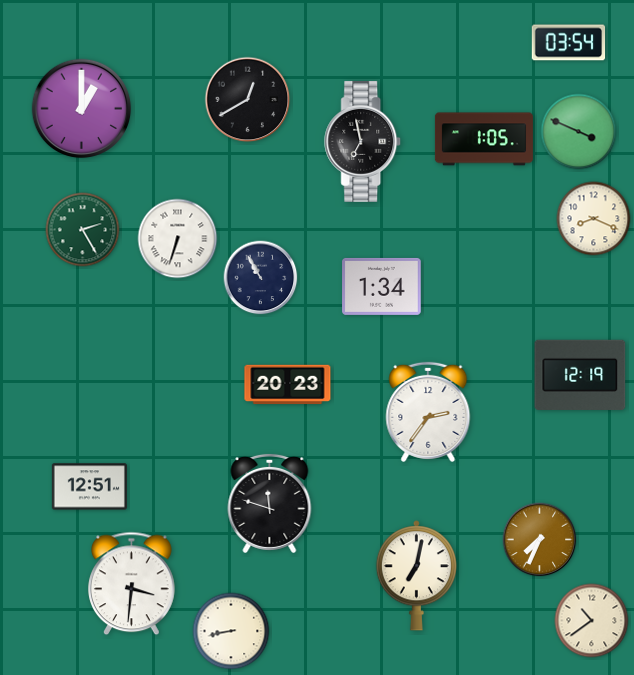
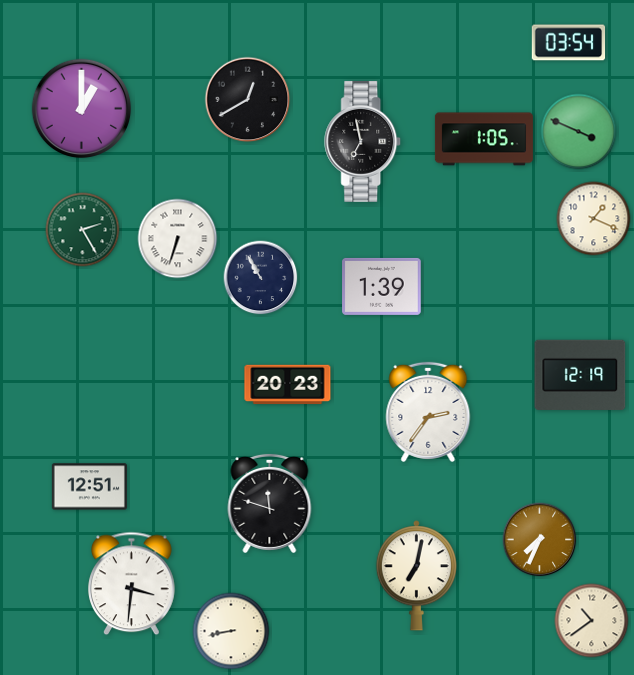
clock at (594, 219): 8:19 -> 1:19
clock at (382, 286): 1:34 -> 1:39
